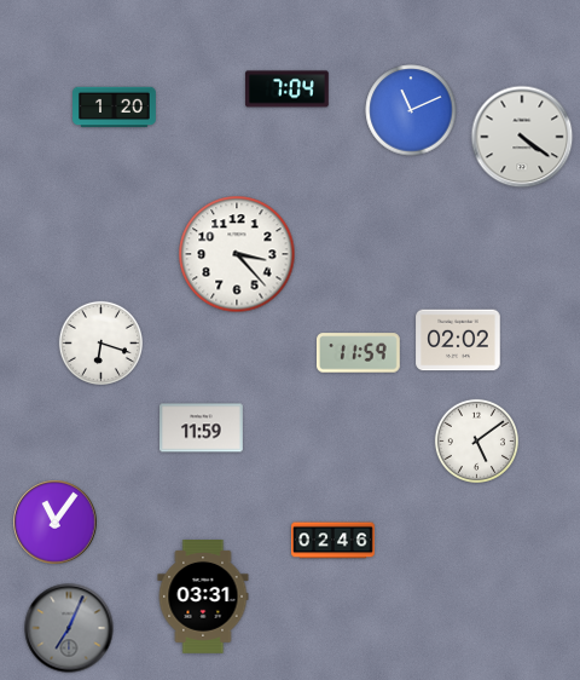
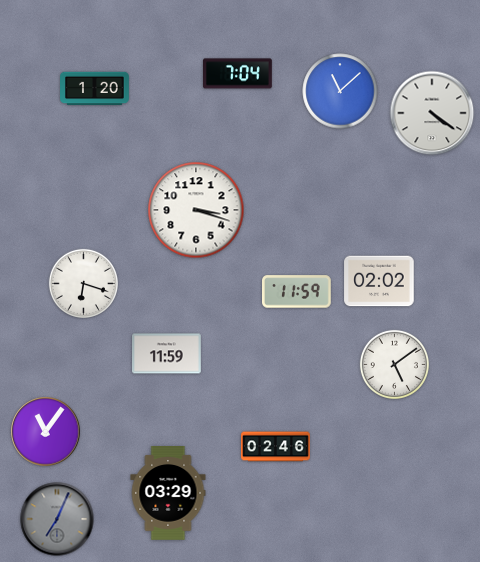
clock at (411, 110): 11:11 -> 11:08
clock at (237, 254): 3:23 -> 3:18
clock at (203, 598): 03:31 -> 03:29
